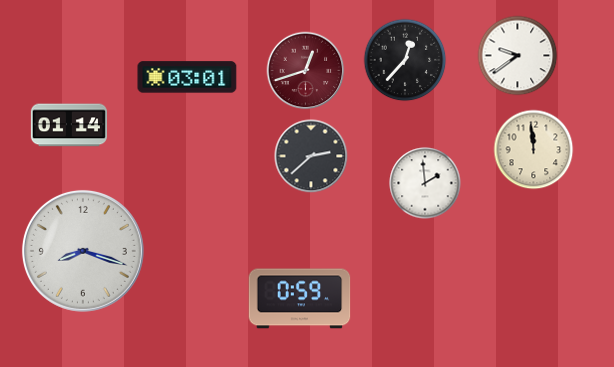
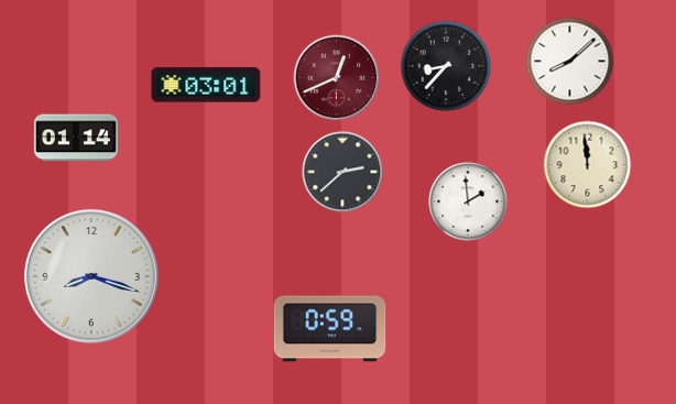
clock at (518, 56): 9:39 -> 8:08
clock at (405, 60): 12:37 -> 8:37
clock at (306, 71): 12:42 -> 12:41
